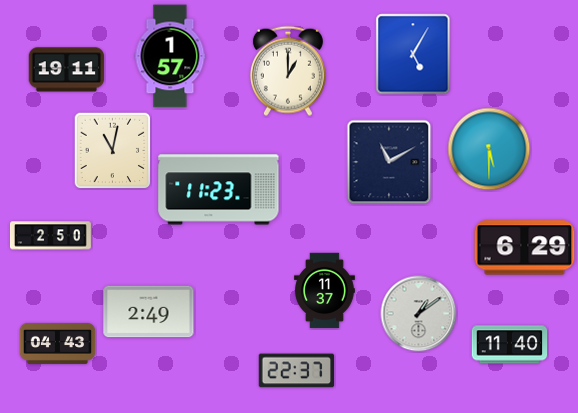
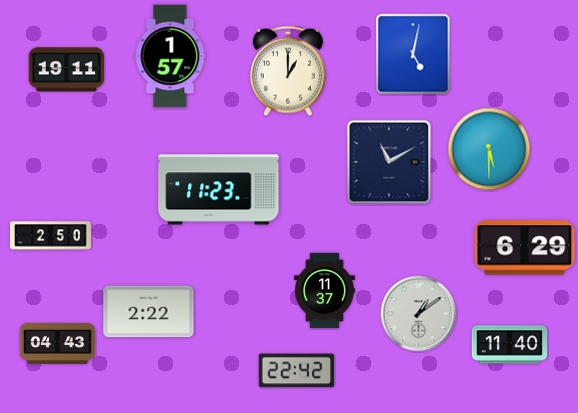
clock at (413, 54): 5:05 -> 5:02
clock at (113, 151): 11:02 -> none
clock at (149, 312): 2:49 -> 2:22
clock at (297, 371): 22:37 -> 22:42
